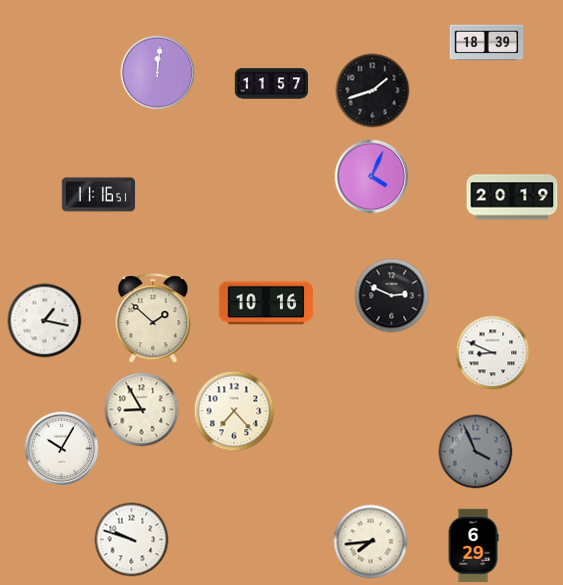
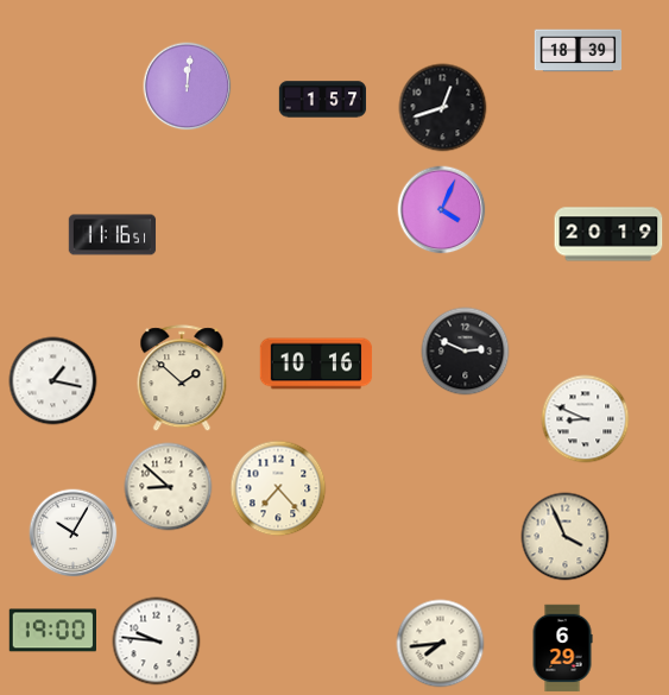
clock at (272, 84): 11:57 -> 1:57
clock at (373, 91): 1:42 -> 12:42
clock at (99, 195) position: (99, 195) -> (113, 235)
clock at (266, 303) position: (266, 303) -> (316, 364)
clock at (142, 410): 8:55 -> 8:52
clock at (476, 452) dial: grey -> cream
clock at (52, 631): none -> 19:00
clock at (132, 540): 9:48 -> 9:46
